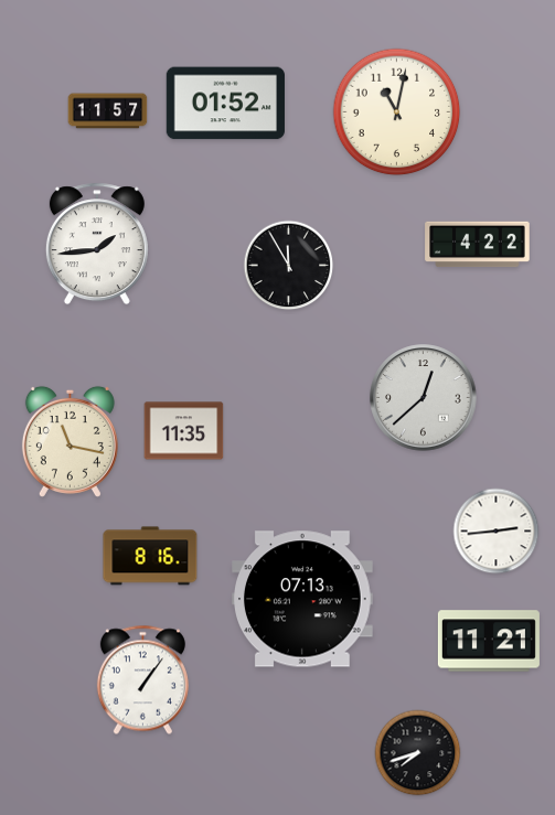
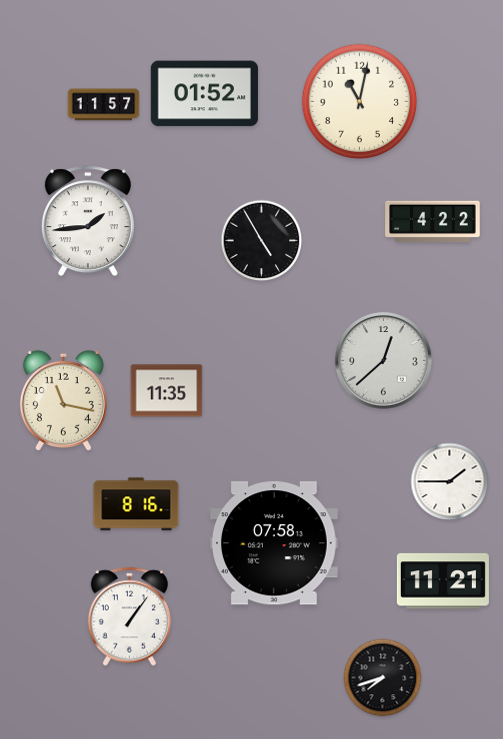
clock at (108, 111) position: (108, 111) -> (104, 105)
clock at (289, 266): 11:55 -> 4:55
clock at (497, 532): 2:44 -> 1:45
clock at (303, 599): 07:13 -> 07:58
clock at (418, 753) position: (418, 753) -> (383, 678)
